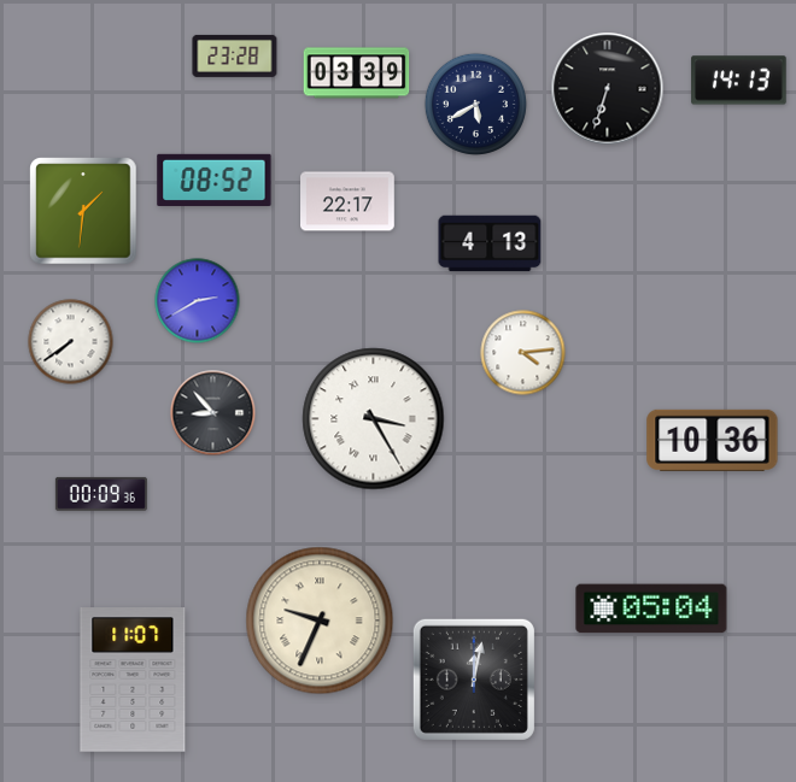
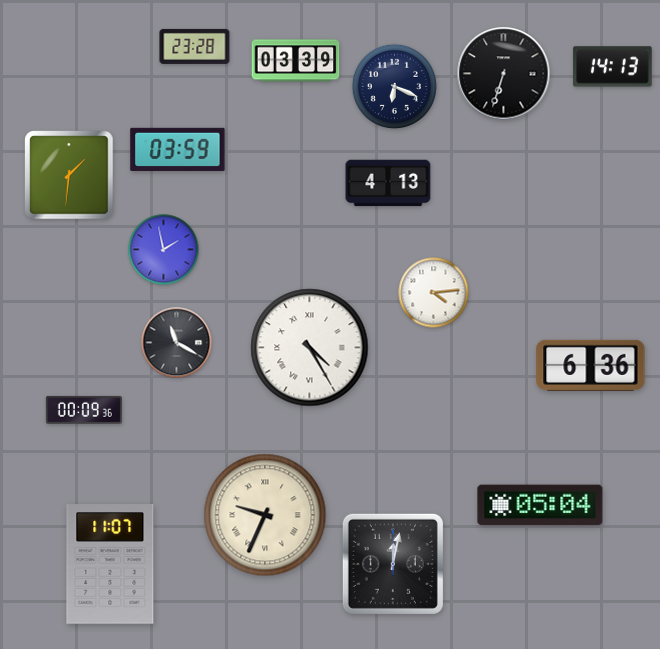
clock at (475, 104): 5:40 -> 6:19
clock at (215, 180): 08:52 -> 03:59
clock at (347, 201): 22:17 -> none
clock at (490, 243) position: (490, 243) -> (388, 183)
clock at (198, 301): 2:40 -> 1:58
clock at (71, 342): 7:39 -> none
clock at (213, 413): 8:53 -> 11:20
clock at (374, 419): 3:25 -> 4:25
clock at (713, 440): 10:36 -> 6:36
